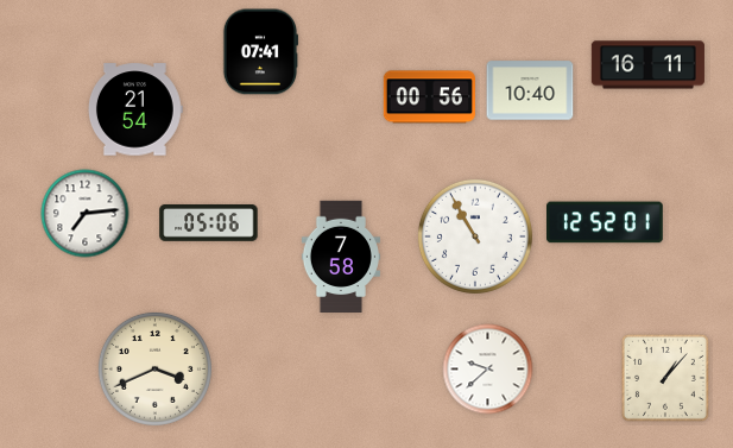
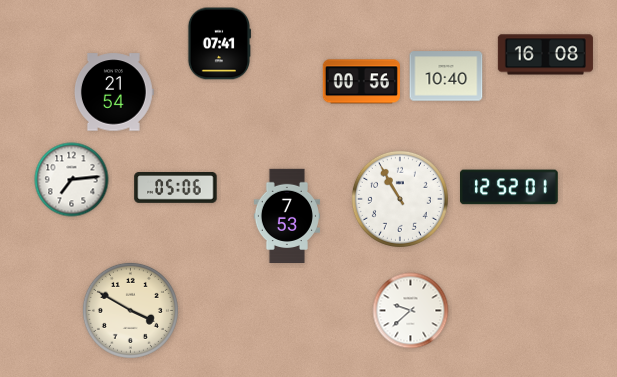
clock at (647, 65): 16:11 -> 16:08
clock at (340, 257): 7:58 -> 7:53
clock at (154, 368): 3:41 -> 3:50
clock at (665, 378): 1:07 -> none
